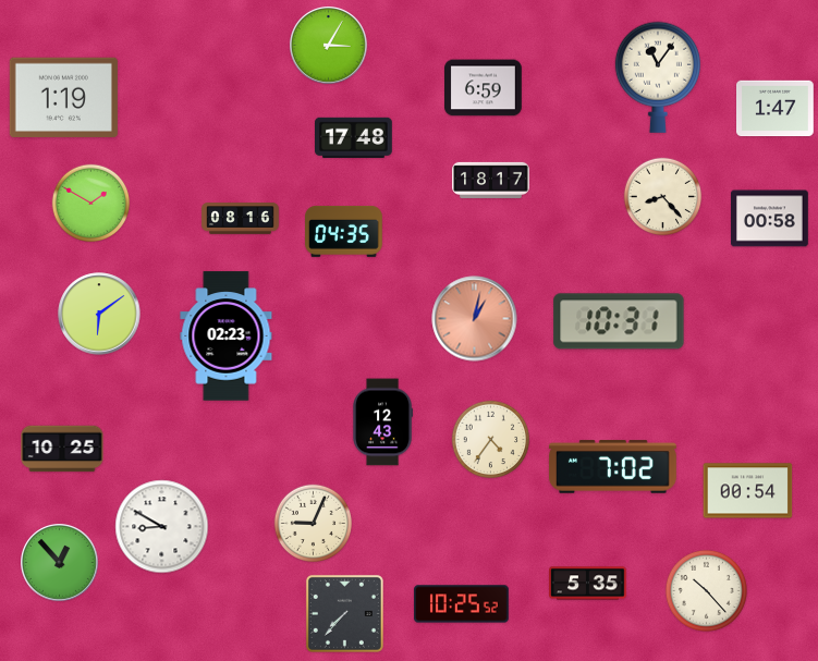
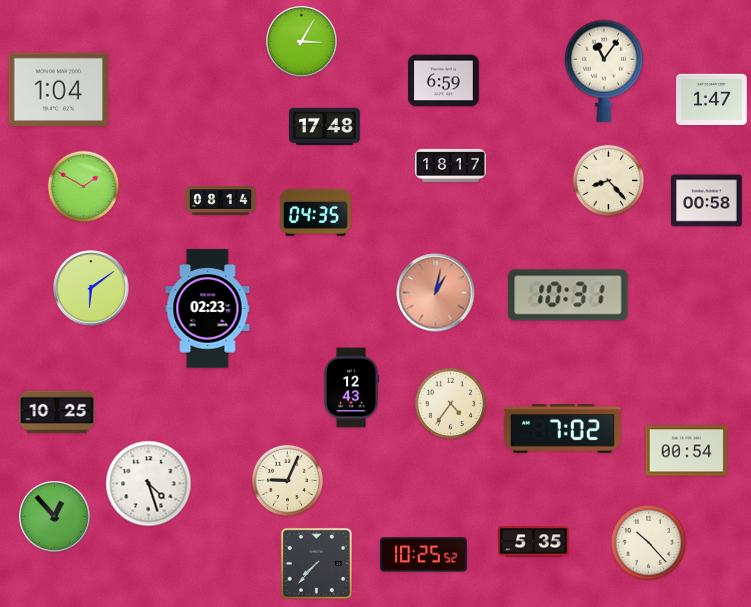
clock at (63, 97): 1:19 -> 1:04
clock at (241, 219): 08:16 -> 08:14
clock at (162, 527): 8:50 -> 4:27
clock at (588, 584) position: (588, 584) -> (534, 542)
